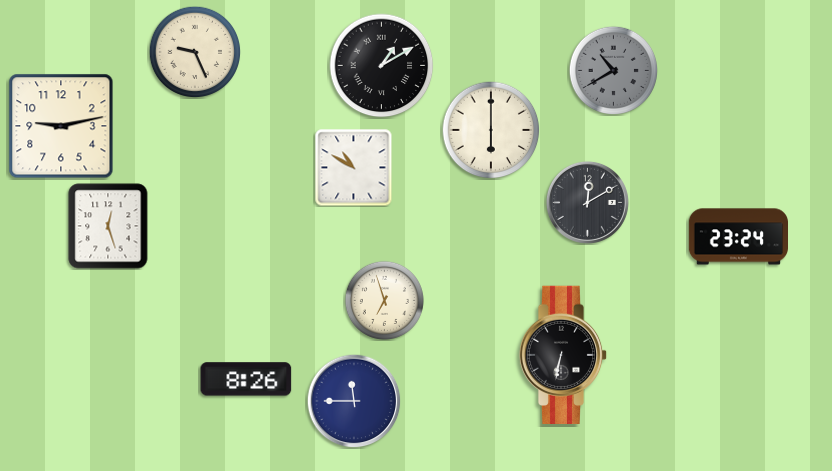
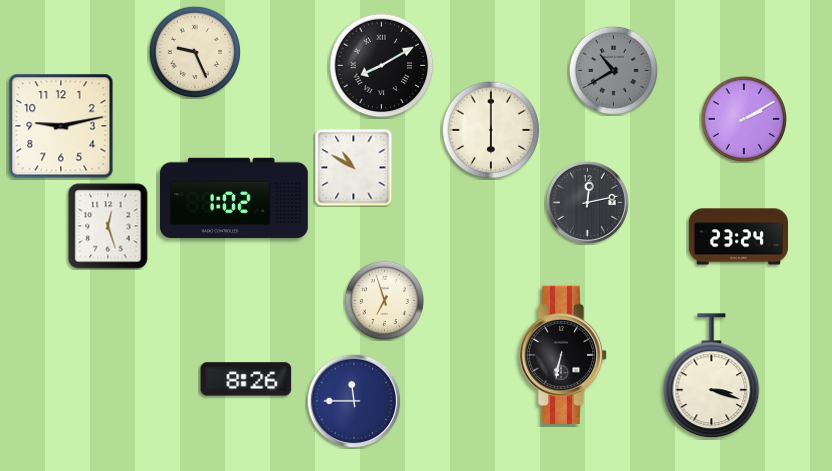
clock at (382, 66): 1:10 -> 8:10
clock at (743, 118): none -> 2:10
clock at (235, 198): none -> 1:02
clock at (587, 202): 12:10 -> 12:13
clock at (712, 376): none -> 3:18
